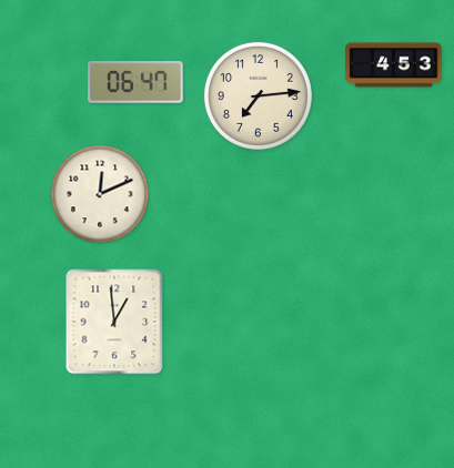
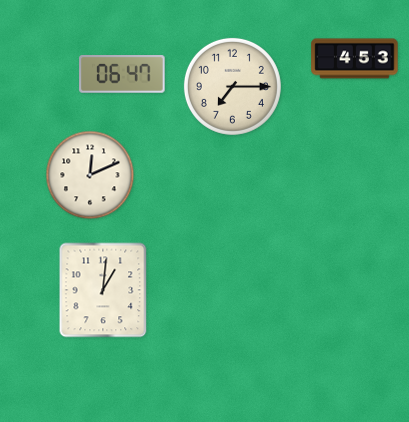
clock at (258, 95): 7:14 -> 7:15
clock at (114, 322): 12:59 -> 1:01
